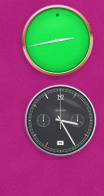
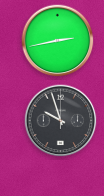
clock at (61, 121): 3:25 -> 9:57
